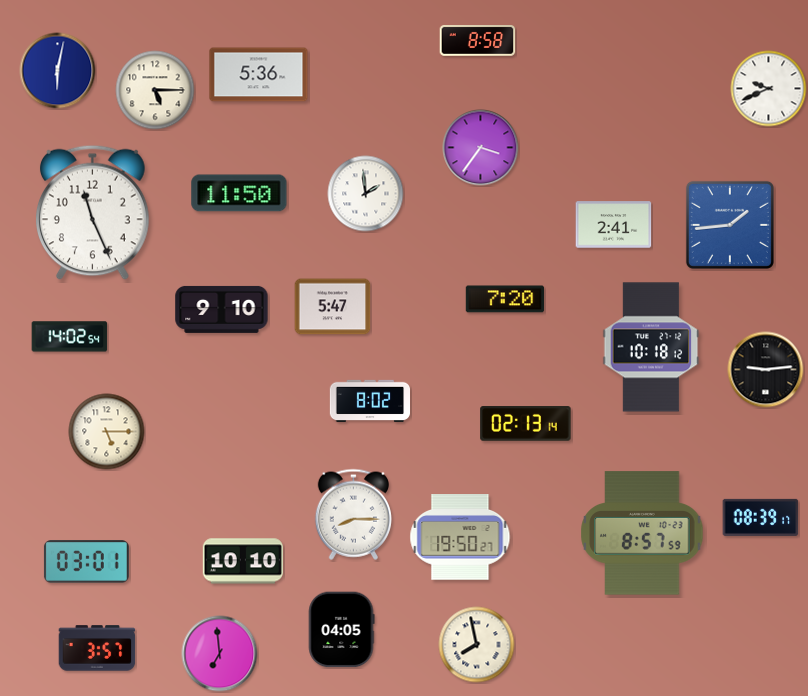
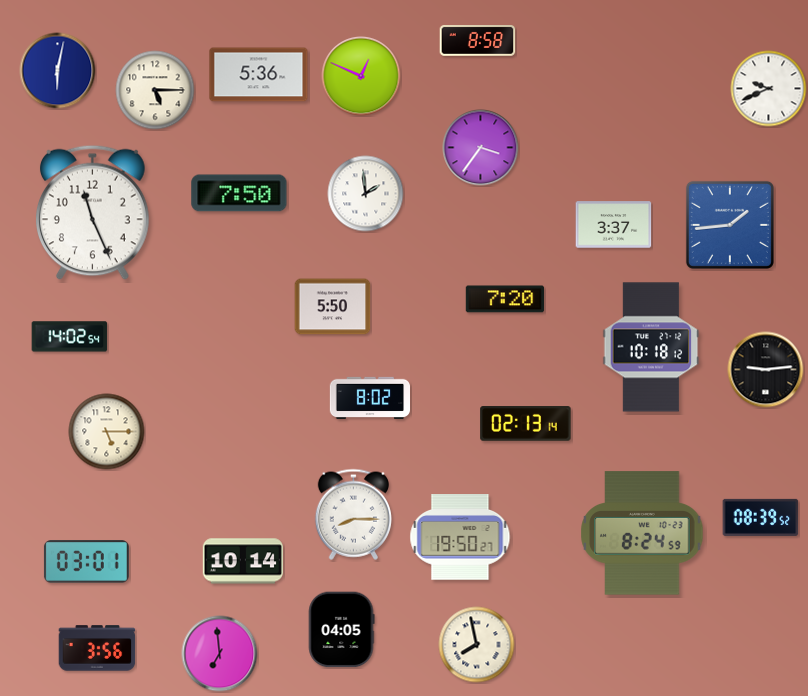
clock at (361, 76): none -> 12:49
clock at (239, 193): 11:50 -> 7:50
clock at (614, 225): 2:41 -> 3:37
clock at (333, 307): 5:47 -> 5:50
clock at (222, 309): 9:10 -> none
clock at (369, 401) position: (369, 401) -> (369, 398)
clock at (761, 517): 08:39:17 -> 08:39:52
clock at (642, 533): 8:57 -> 8:24
clock at (243, 561): 10:10 -> 10:14
clock at (97, 648): 3:57 -> 3:56
